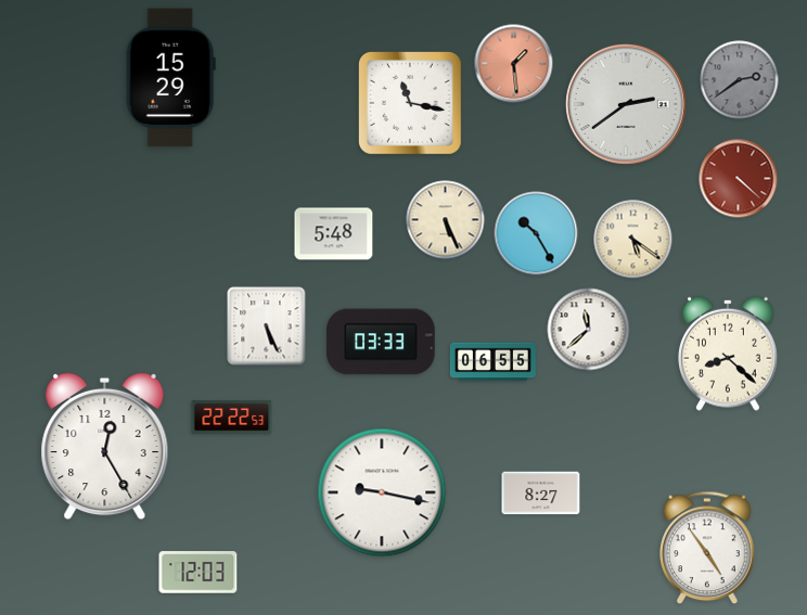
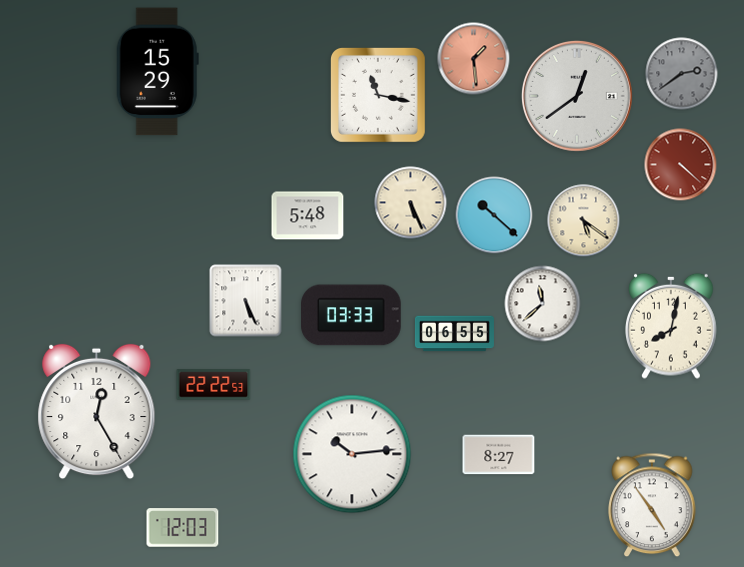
clock at (626, 104): 2:39 -> 12:39
clock at (536, 233): 10:25 -> 10:22
clock at (729, 354): 8:22 -> 8:02
clock at (382, 492): 9:17 -> 10:14
